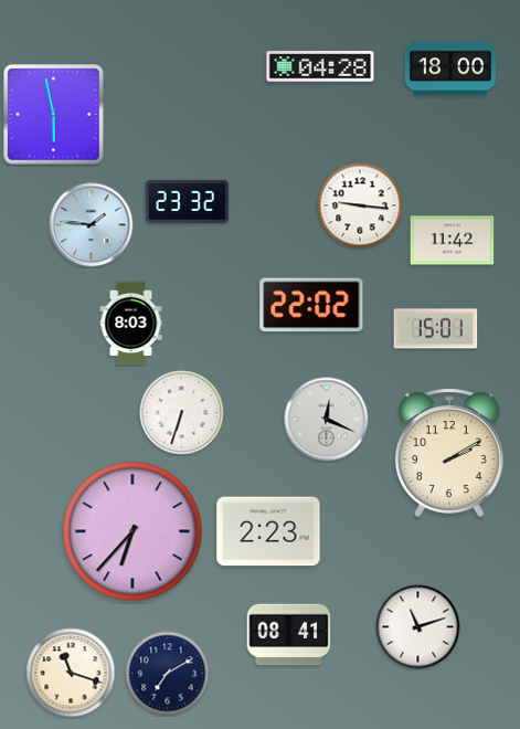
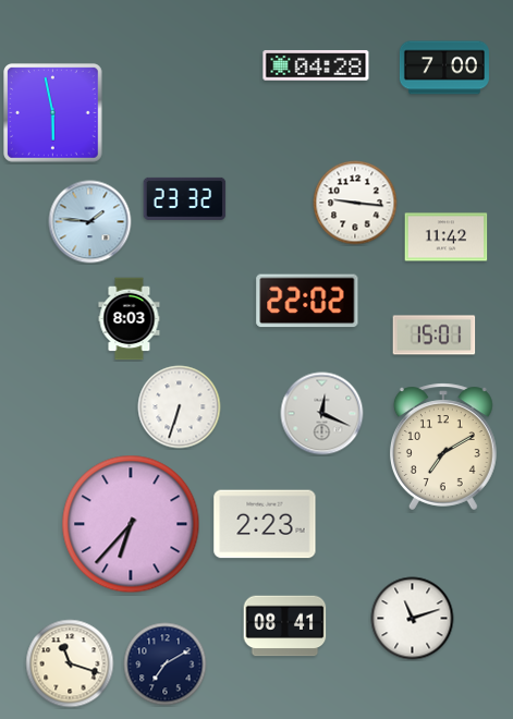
clock at (450, 68): 18:00 -> 7:00
clock at (436, 329) position: (436, 329) -> (435, 336)
clock at (449, 453): 2:10 -> 7:10
